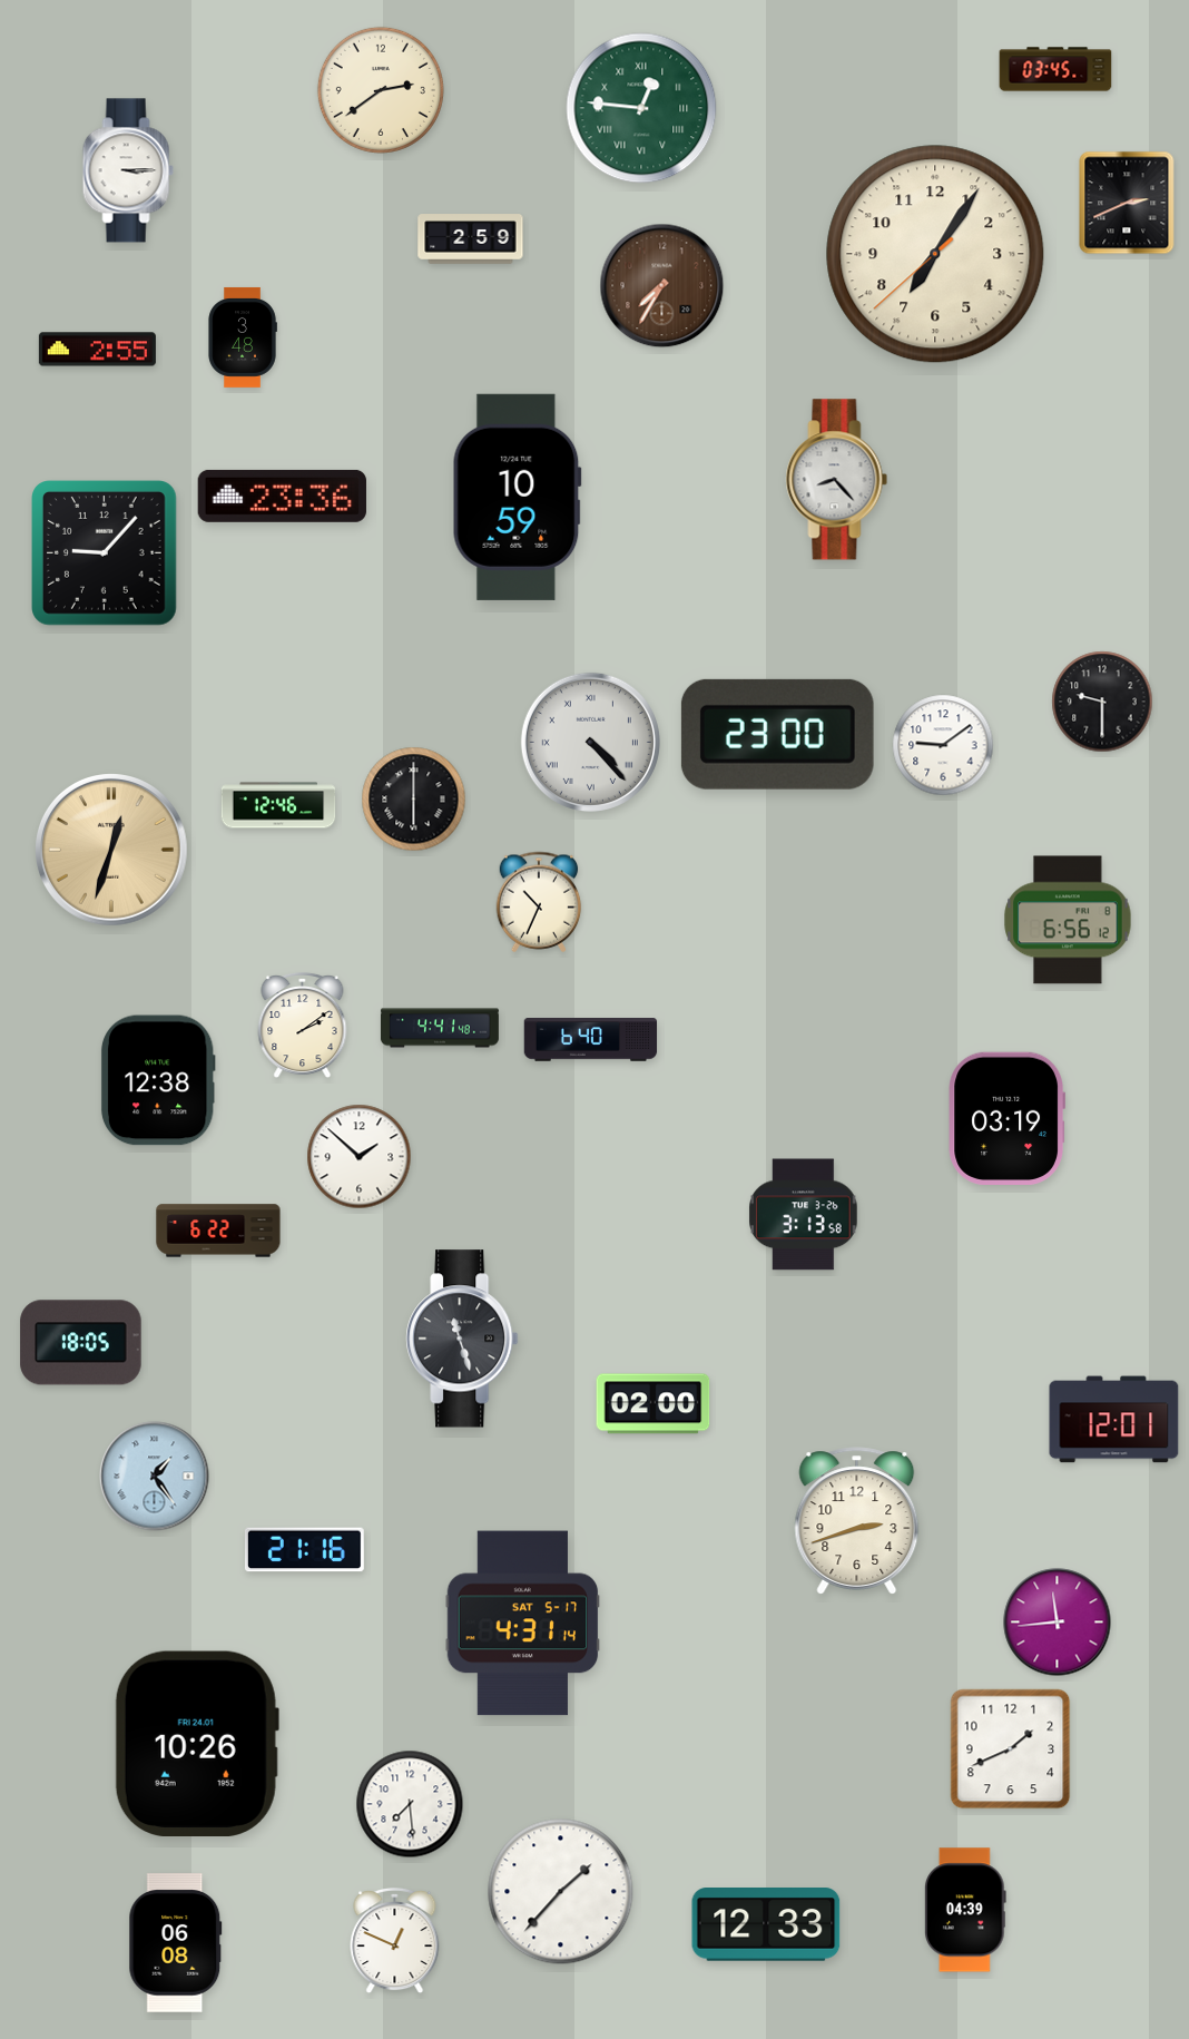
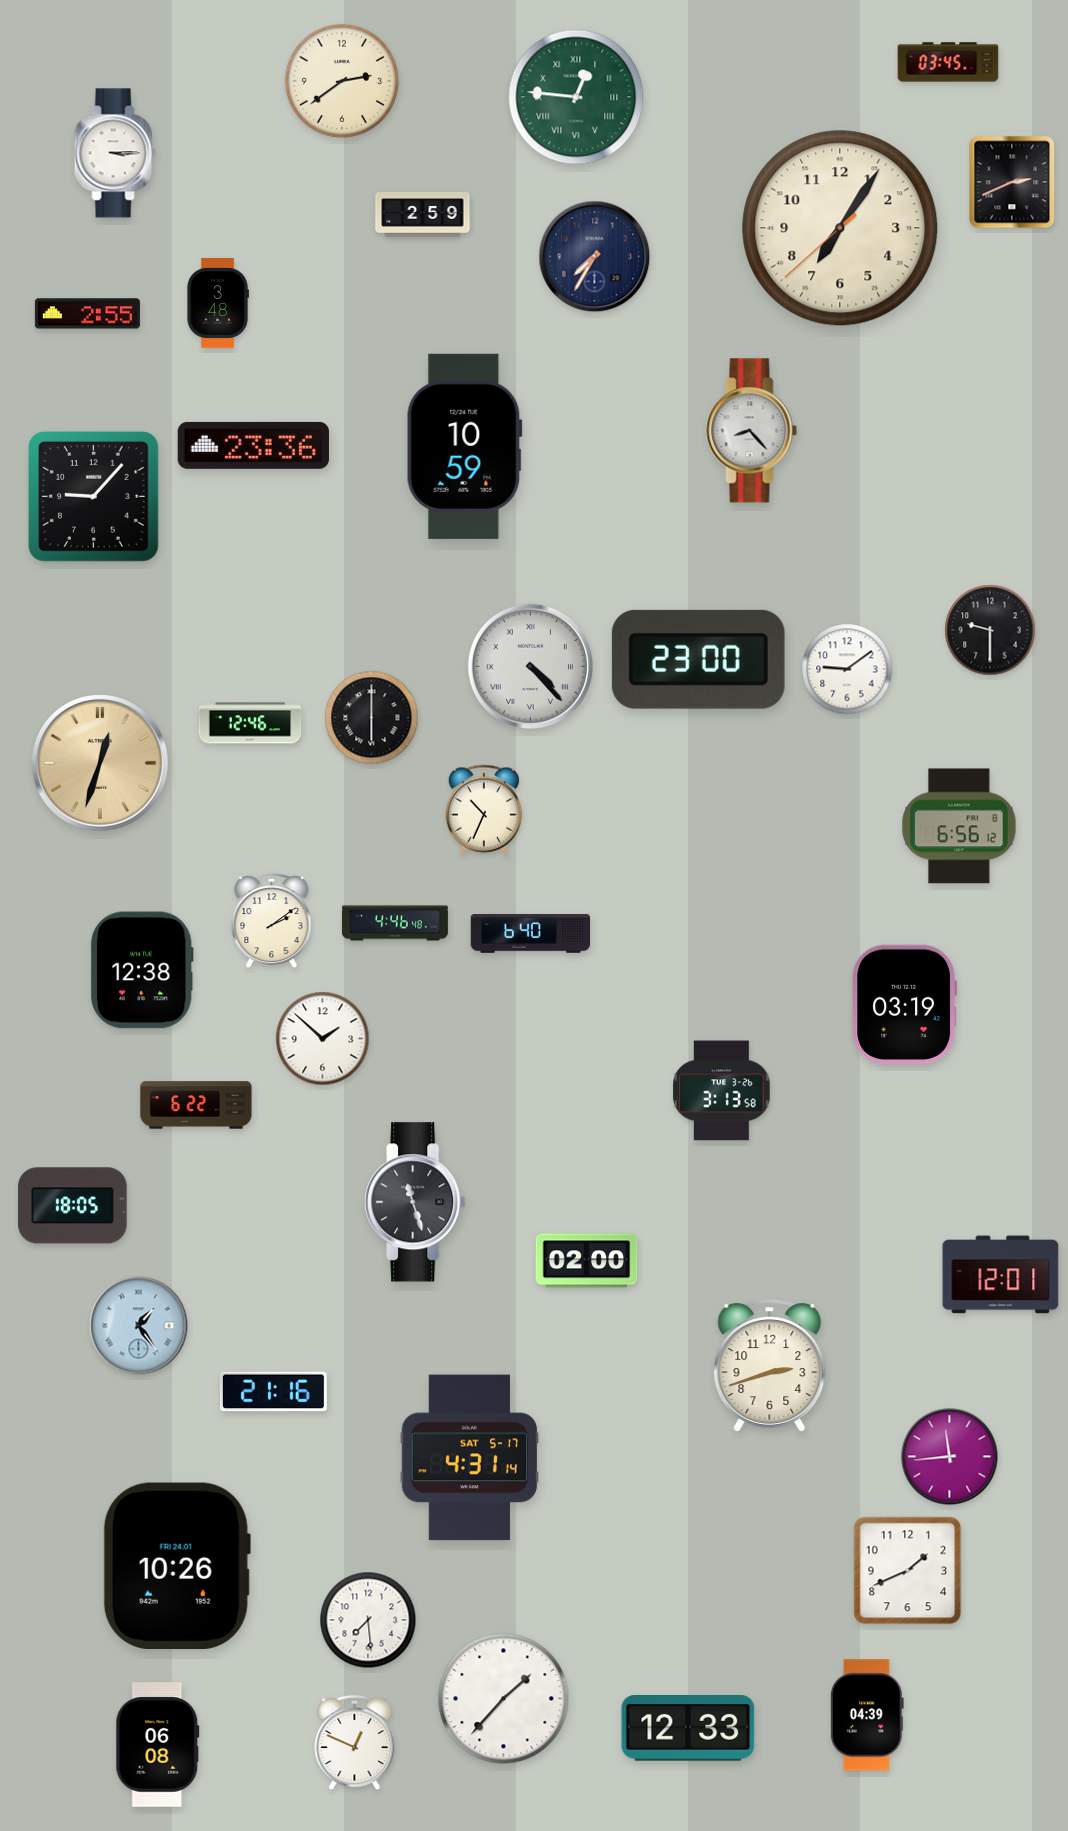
clock at (662, 286) dial: brown -> navy
clock at (440, 1028): 4:41 -> 4:46
